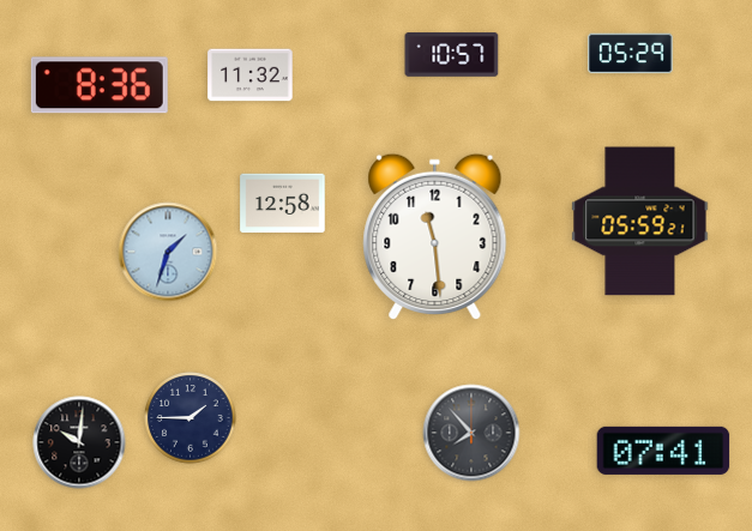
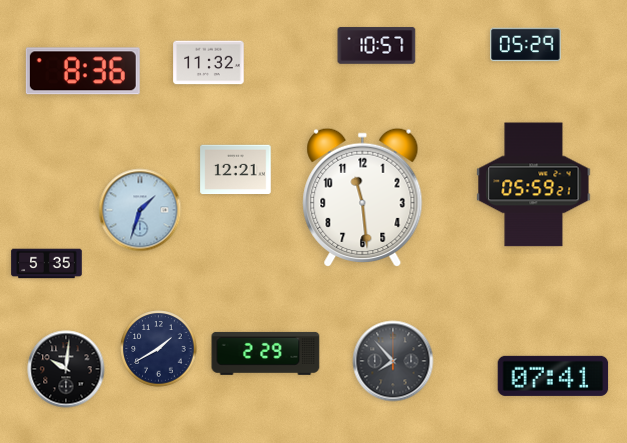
clock at (283, 204): 12:58 -> 12:21
clock at (47, 264): none -> 5:35
clock at (191, 418): 1:45 -> 1:40
clock at (266, 353): none -> 2:29
